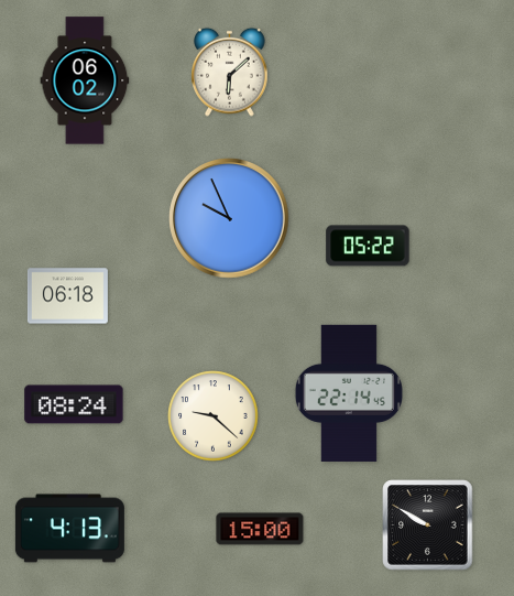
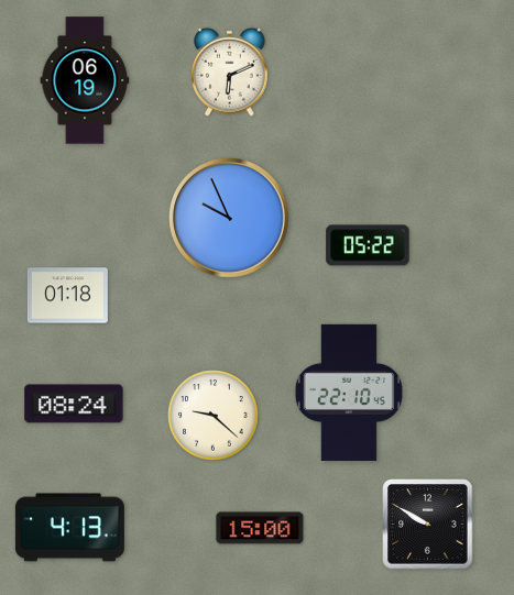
clock at (230, 72): 6:08 -> 6:11
clock at (85, 80): 06:02 -> 06:19
clock at (67, 296): 06:18 -> 01:18
clock at (349, 393): 22:14 -> 22:10
